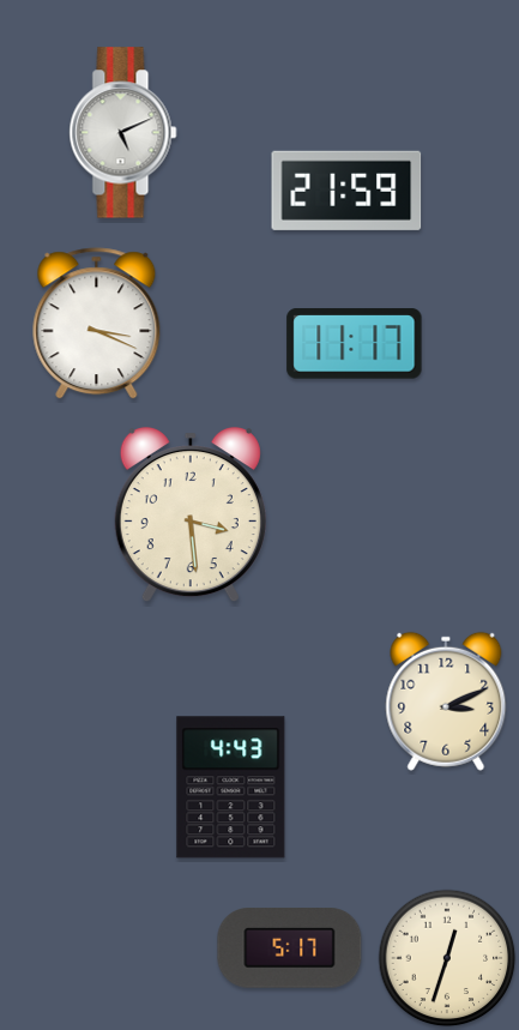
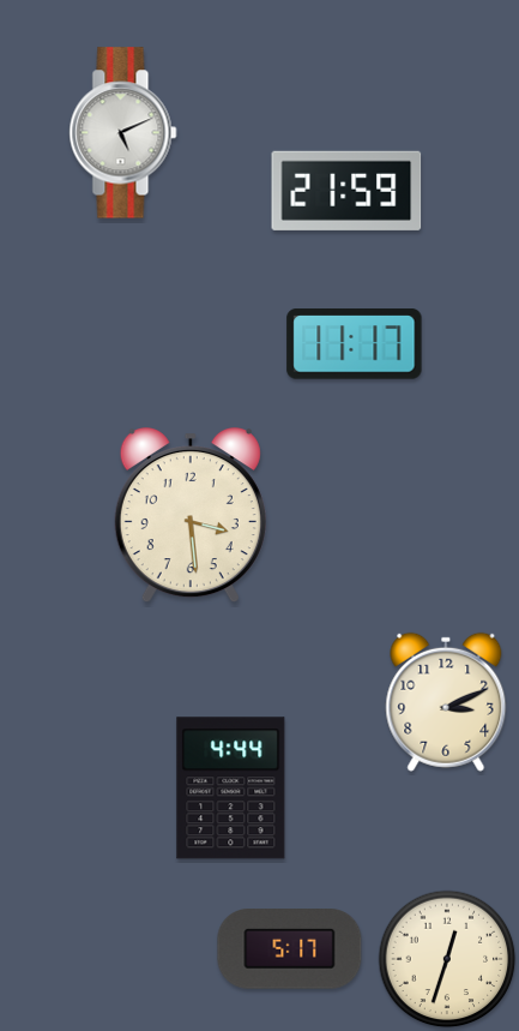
clock at (97, 324): 3:19 -> none
clock at (231, 788): 4:43 -> 4:44
